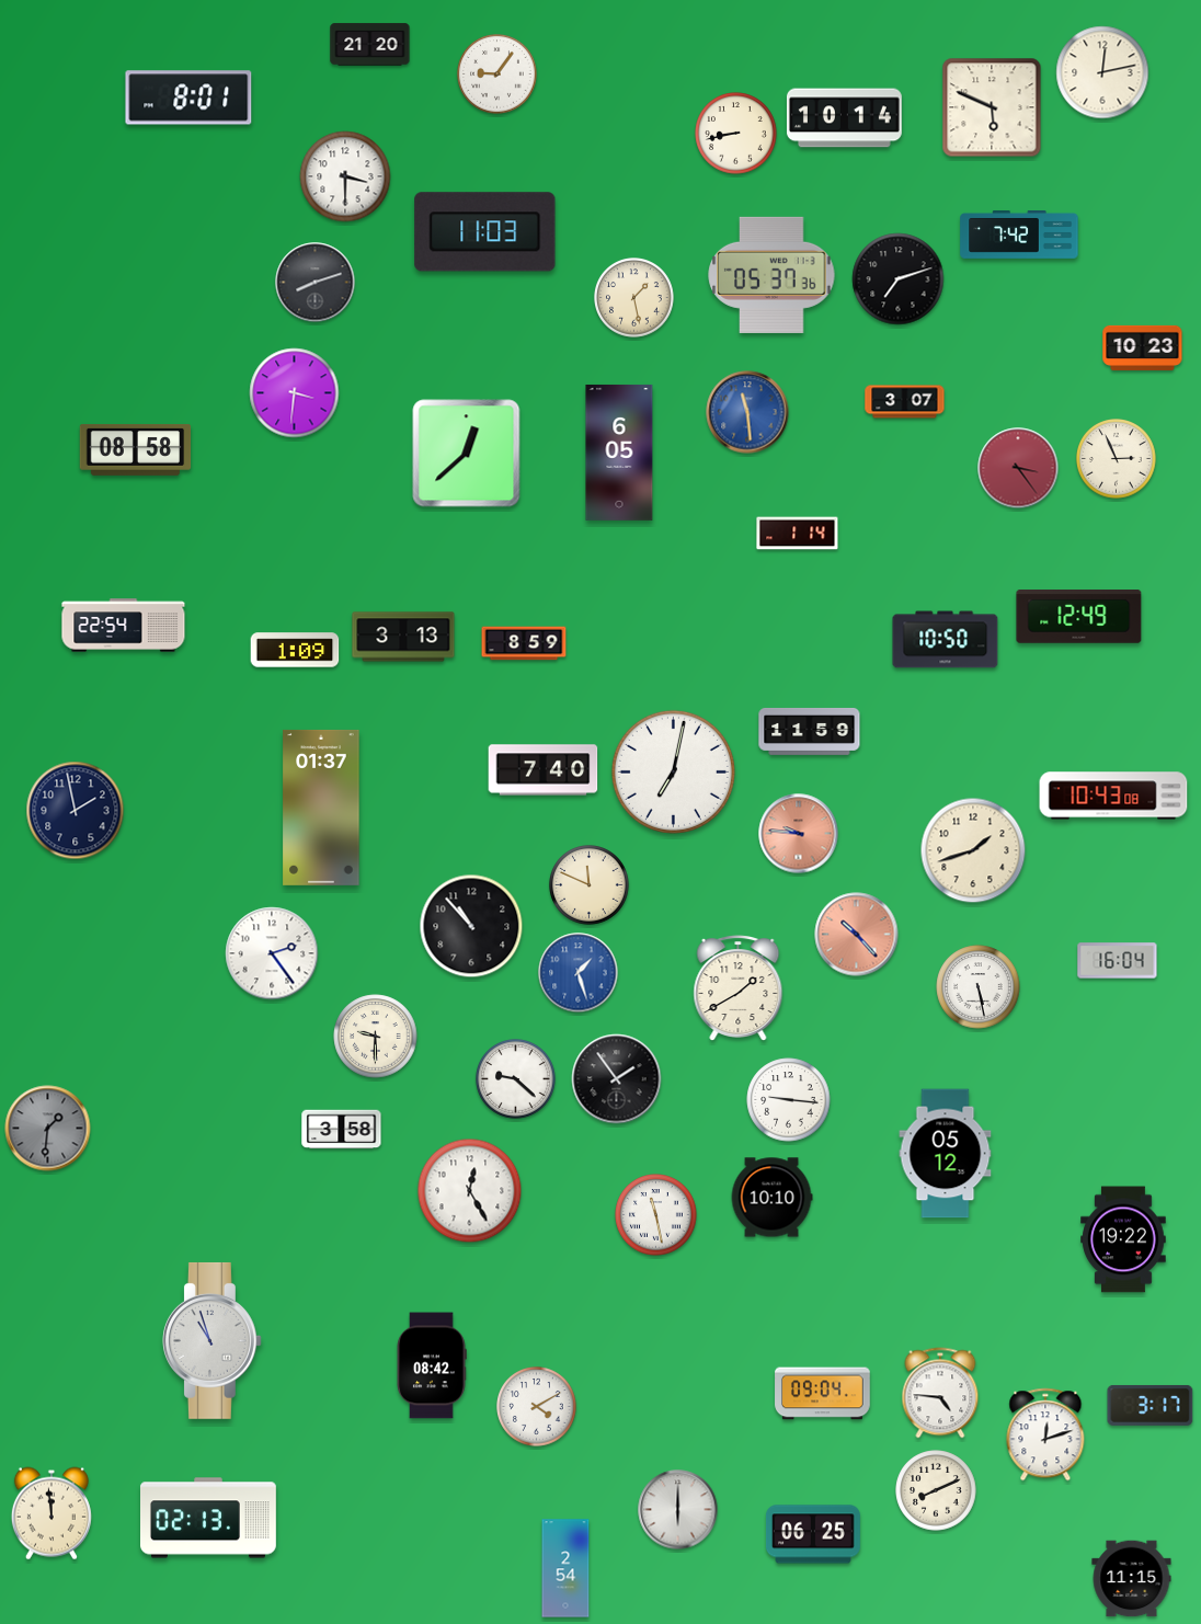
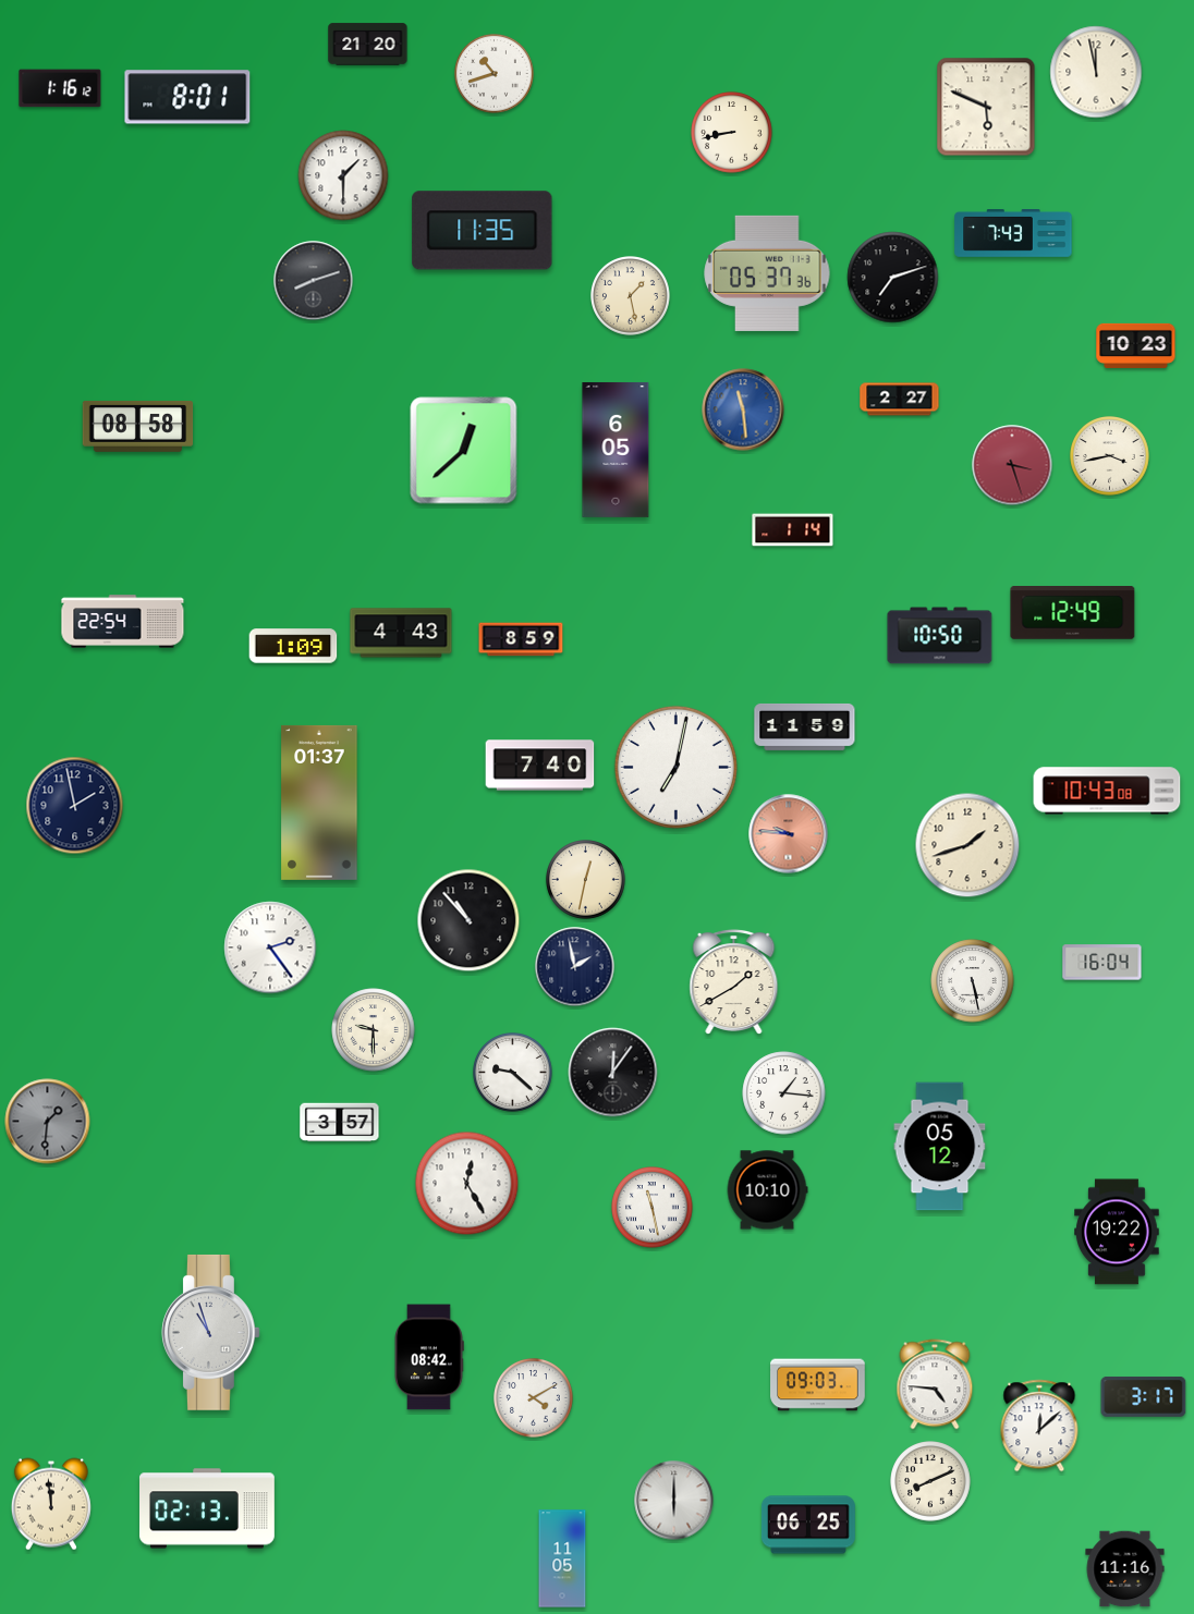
clock at (1102, 72): 12:13 -> 11:58
clock at (497, 75): 9:06 -> 10:42
clock at (60, 88): none -> 1:16
clock at (844, 118): 10:14 -> none
clock at (345, 176): 3:30 -> 1:30
clock at (485, 232): 11:03 -> 11:35
clock at (1019, 236): 7:42 -> 7:43
clock at (295, 393): 3:31 -> none
clock at (905, 402): 3:07 -> 2:27
clock at (136, 449) position: (136, 449) -> (138, 426)
clock at (1117, 459): 2:56 -> 3:43
clock at (1018, 468): 3:24 -> 3:27
clock at (403, 637): 3:13 -> 4:43
clock at (673, 771) position: (673, 771) -> (675, 767)
clock at (799, 834) position: (799, 834) -> (789, 834)
clock at (590, 885): 11:49 -> 12:32
clock at (857, 935): 10:23 -> none
clock at (1118, 961) position: (1118, 961) -> (1102, 963)
clock at (579, 973): 1:27 -> 1:58
clock at (579, 973) dial: blue -> navy
clock at (617, 1079): 1:54 -> 12:06
clock at (789, 1100): 9:16 -> 1:16
clock at (342, 1130): 3:58 -> 3:57
clock at (823, 1394): 09:04 -> 09:03
clock at (1045, 1434): 12:12 -> 12:08
clock at (565, 1568): 2:54 -> 11:05
clock at (1132, 1579): 11:15 -> 11:16
